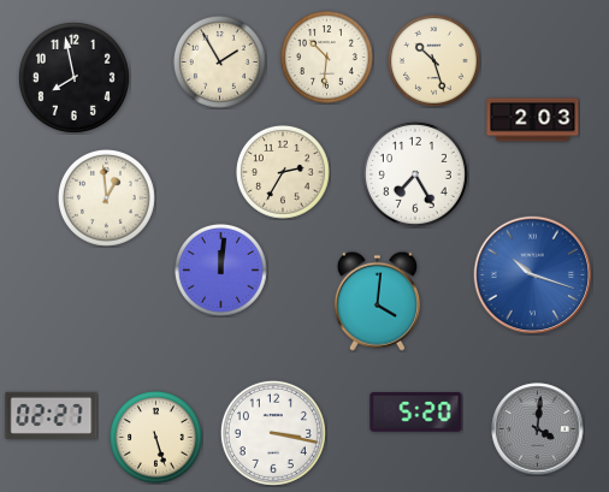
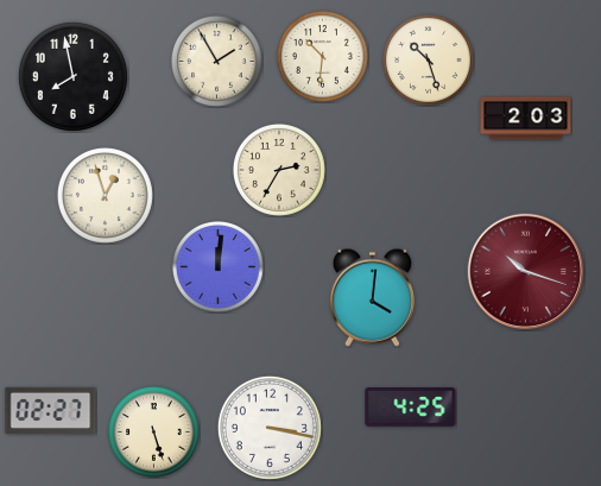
clock at (415, 174): 7:25 -> none
clock at (106, 197): 12:59 -> 12:57
clock at (533, 275) dial: blue -> burgundy
clock at (416, 413): 5:20 -> 4:25
clock at (538, 429): 4:01 -> none
